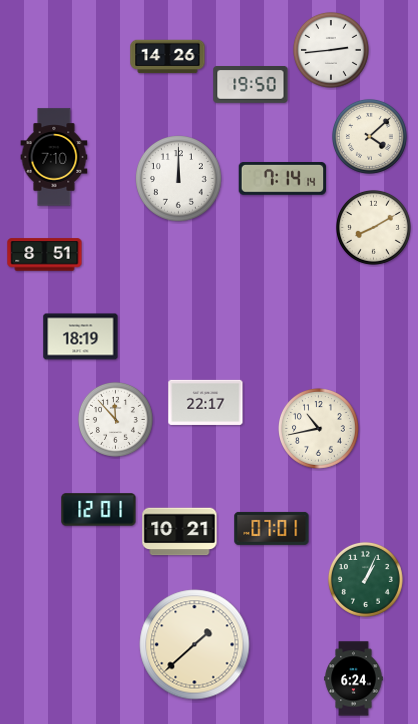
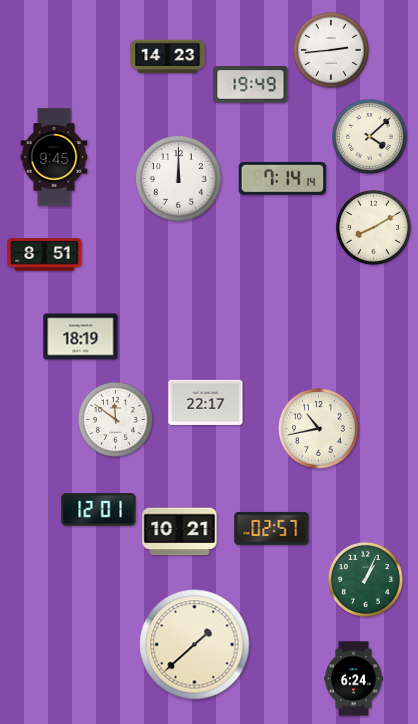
clock at (168, 57): 14:26 -> 14:23
clock at (251, 85): 19:50 -> 19:49
clock at (54, 157): 7:10 -> 9:45
clock at (115, 419): 11:53 -> 11:51
clock at (272, 528): 07:01 -> 02:57
